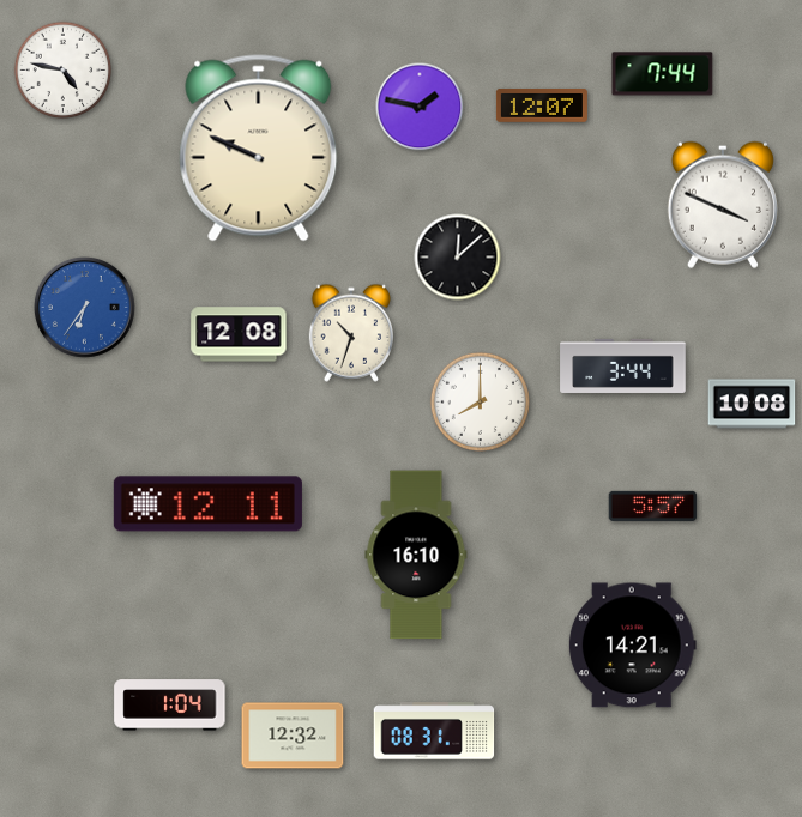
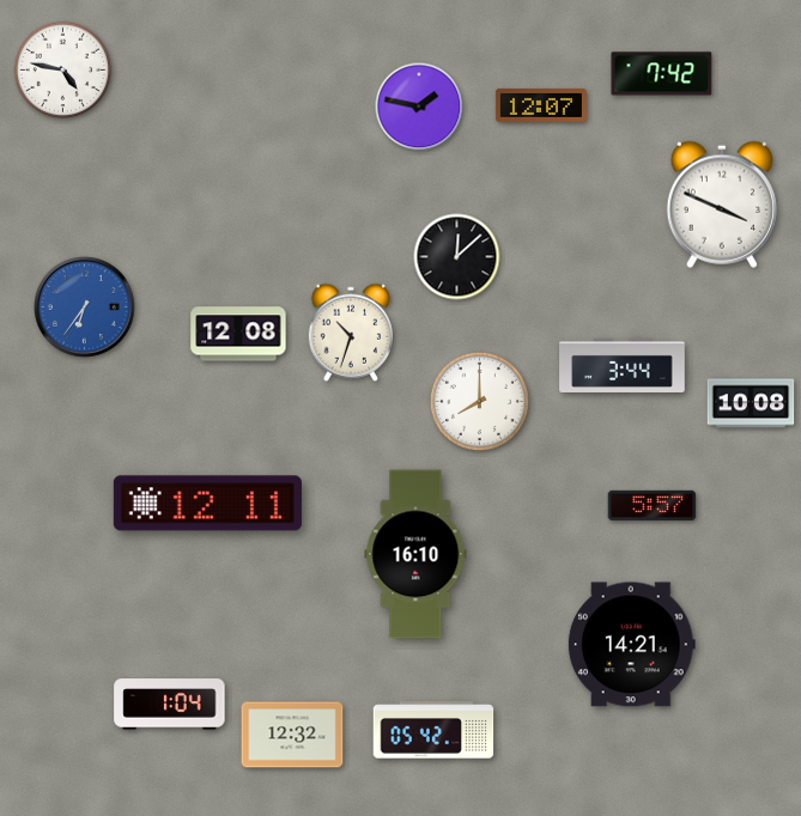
clock at (663, 74): 7:44 -> 7:42
clock at (259, 149): 9:49 -> none
clock at (434, 731): 08:31 -> 05:42
